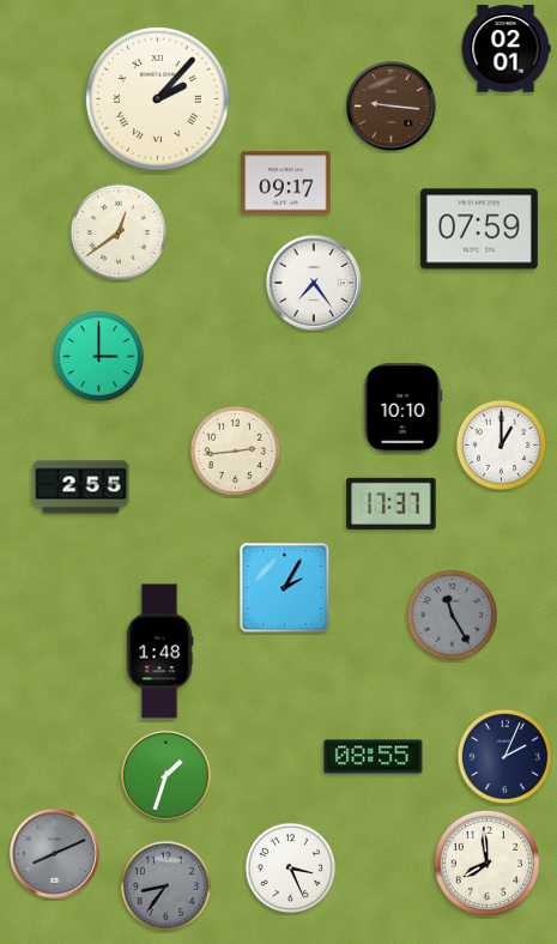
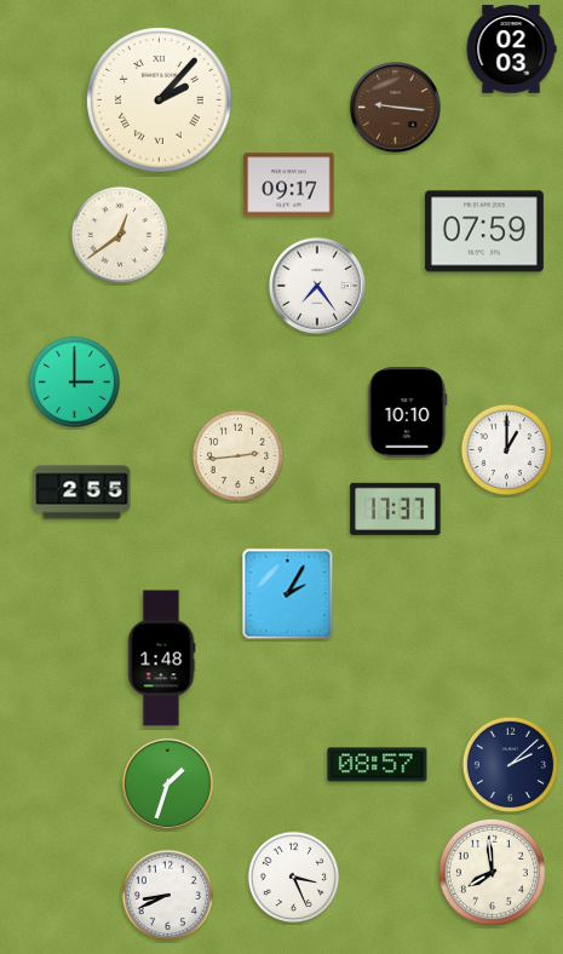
clock at (505, 49): 02:01 -> 02:03
clock at (99, 357) position: (99, 357) -> (75, 383)
clock at (453, 616): 11:25 -> none
clock at (504, 756): 2:04 -> 2:08
clock at (374, 757): 08:55 -> 08:57
clock at (54, 853): 8:11 -> none
clock at (167, 886): 8:36 -> 8:41
clock at (167, 886) dial: grey -> white
